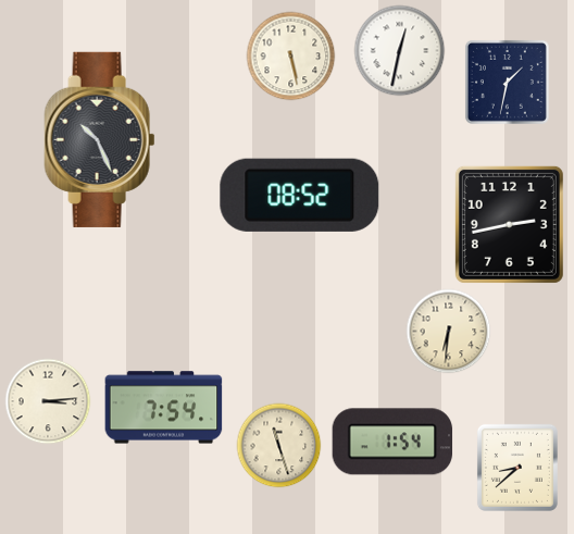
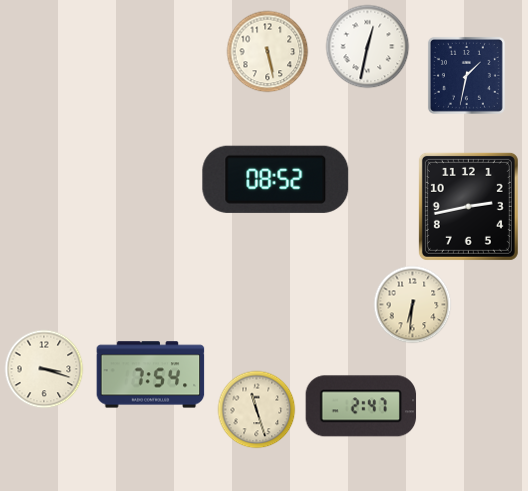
clock at (100, 139): 10:26 -> none
clock at (48, 401): 3:14 -> 3:18
clock at (392, 442): 1:54 -> 2:47
clock at (517, 468): 8:38 -> none
